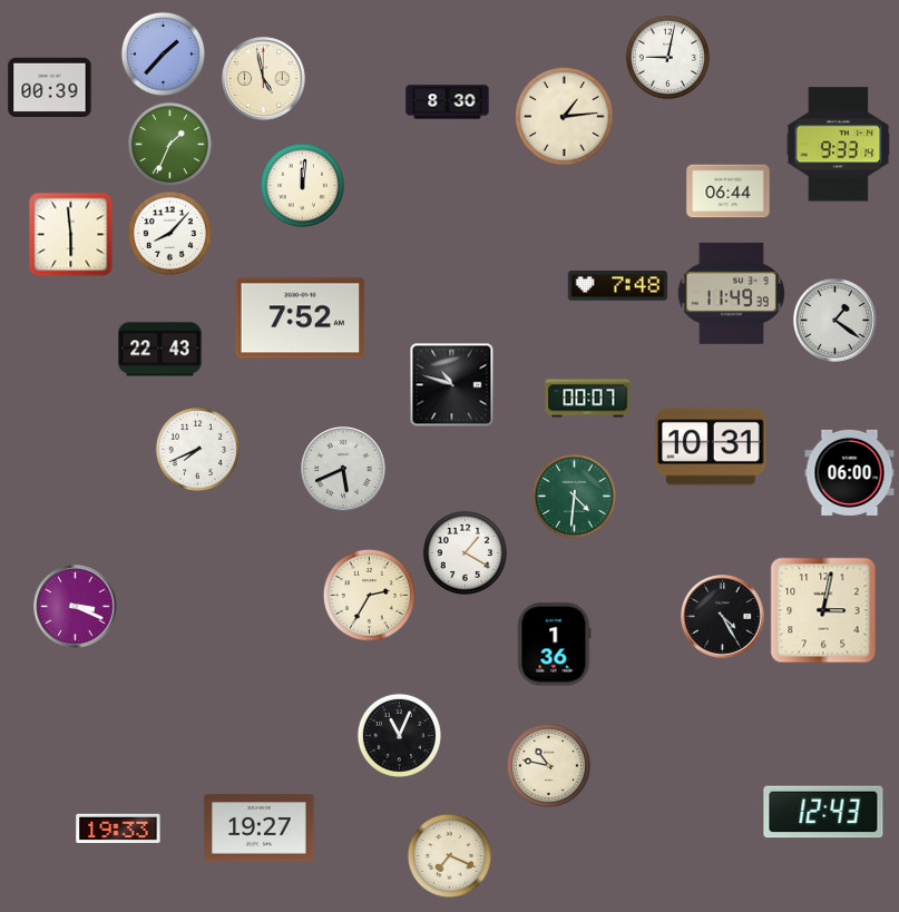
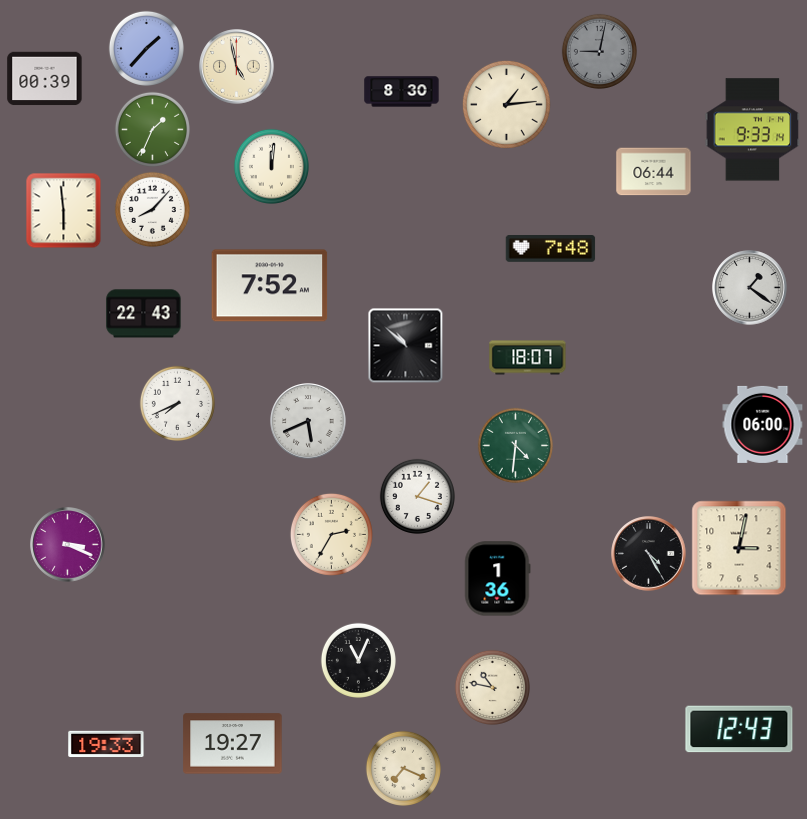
clock at (667, 57) dial: white -> grey
clock at (264, 79) position: (264, 79) -> (237, 67)
clock at (618, 286) position: (618, 286) -> (551, 249)
clock at (731, 293): 11:49 -> none
clock at (452, 385): 10:48 -> 10:52
clock at (588, 399): 00:07 -> 18:07
clock at (711, 447): 10:31 -> none
clock at (465, 552): 1:20 -> 1:18
